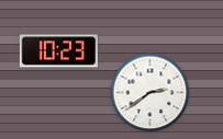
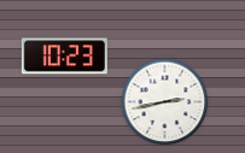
clock at (150, 93): 2:39 -> 2:43
